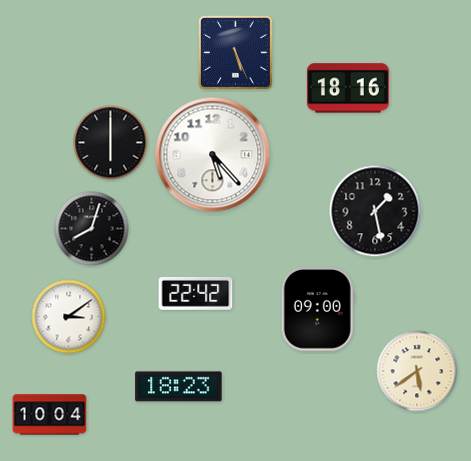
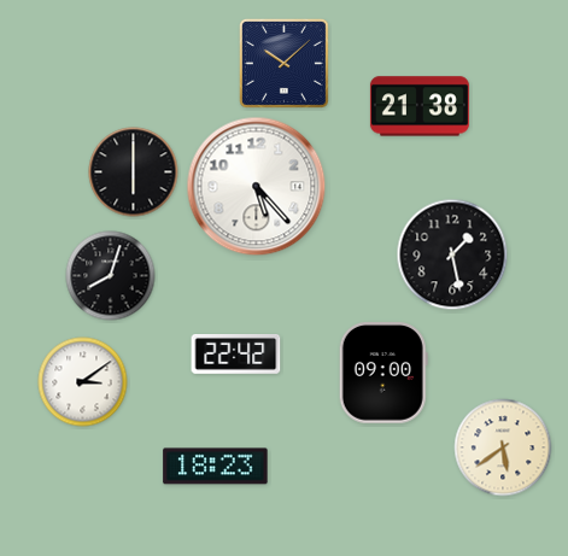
clock at (235, 52): 5:26 -> 10:08
clock at (348, 88): 18:16 -> 21:38
clock at (50, 415): 10:04 -> none
